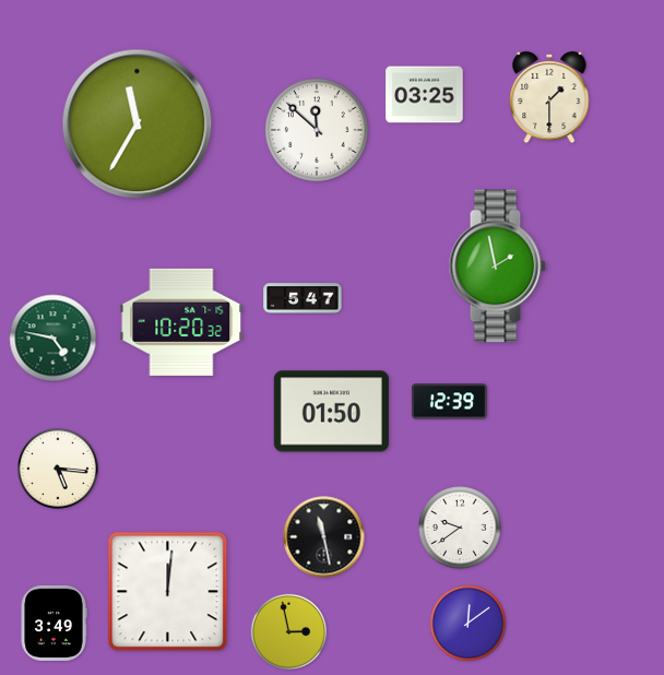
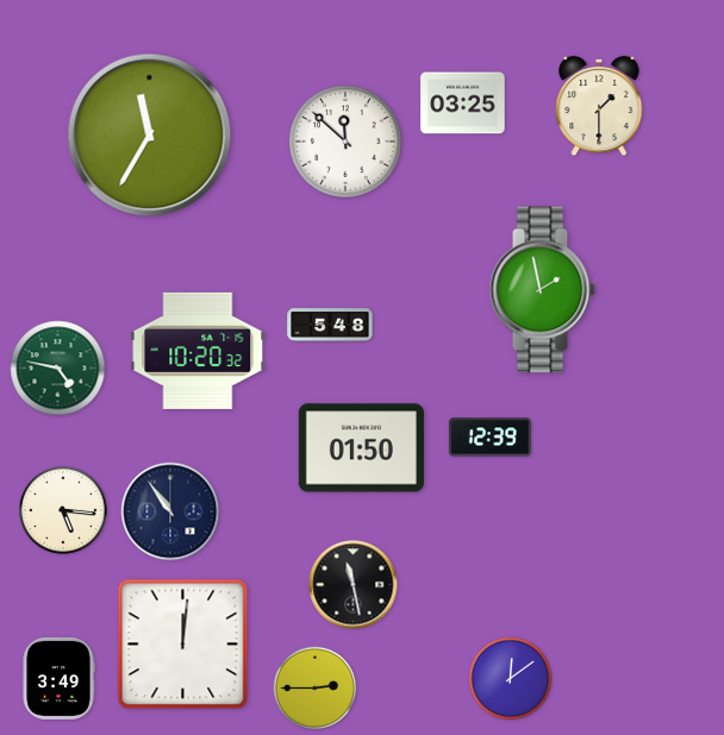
clock at (303, 298): 5:47 -> 5:48
clock at (170, 511): none -> 10:54
clock at (460, 528): 9:39 -> none
clock at (289, 632): 2:58 -> 2:45
